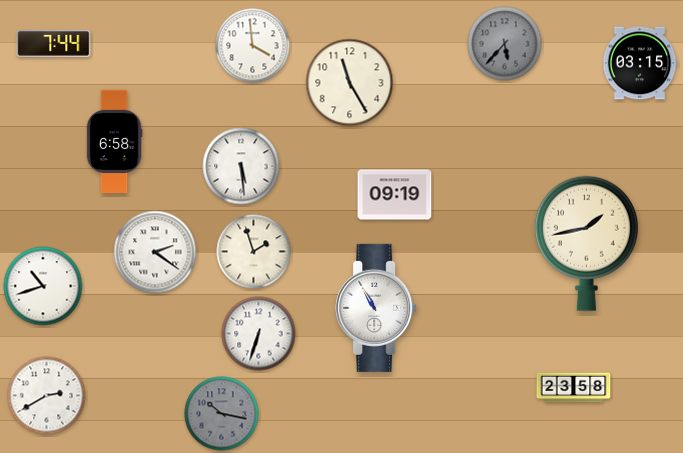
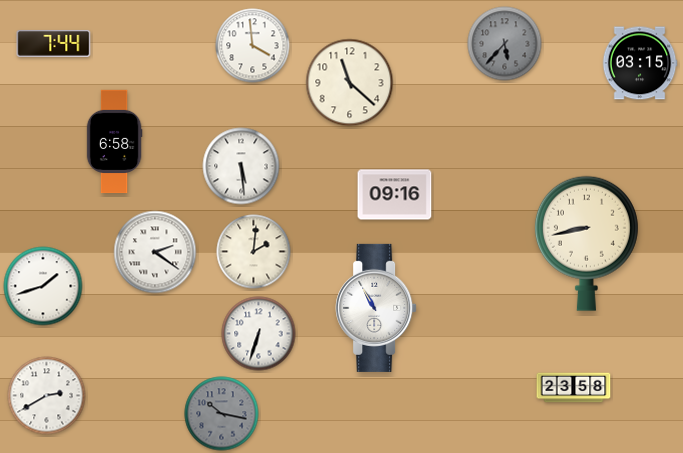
clock at (350, 83): 11:25 -> 11:22
clock at (395, 195): 09:19 -> 09:16
clock at (586, 243): 1:43 -> 8:43
clock at (254, 252): 1:57 -> 2:01
clock at (43, 286): 10:42 -> 1:42
